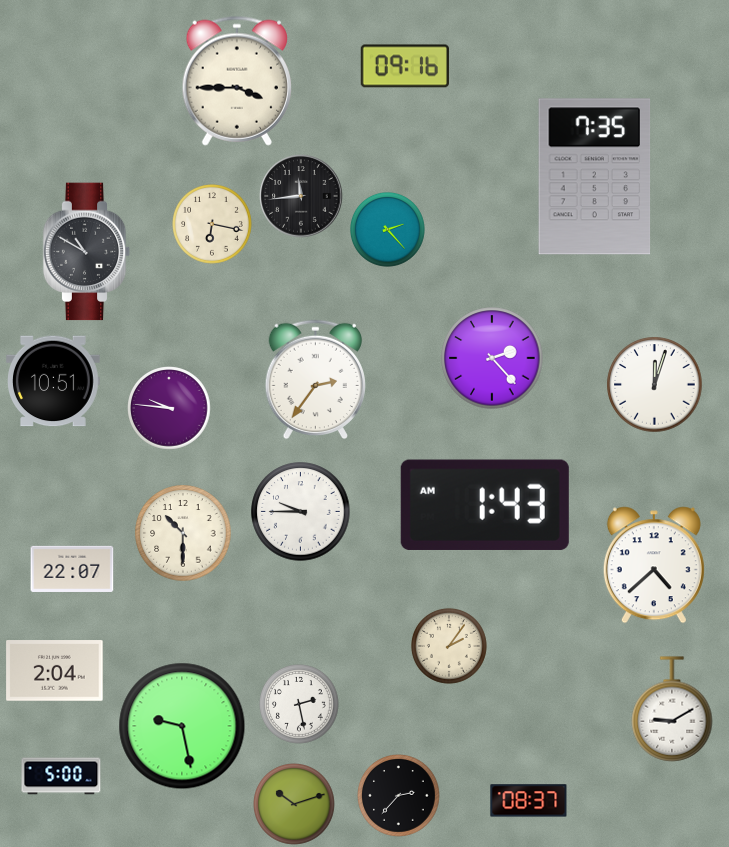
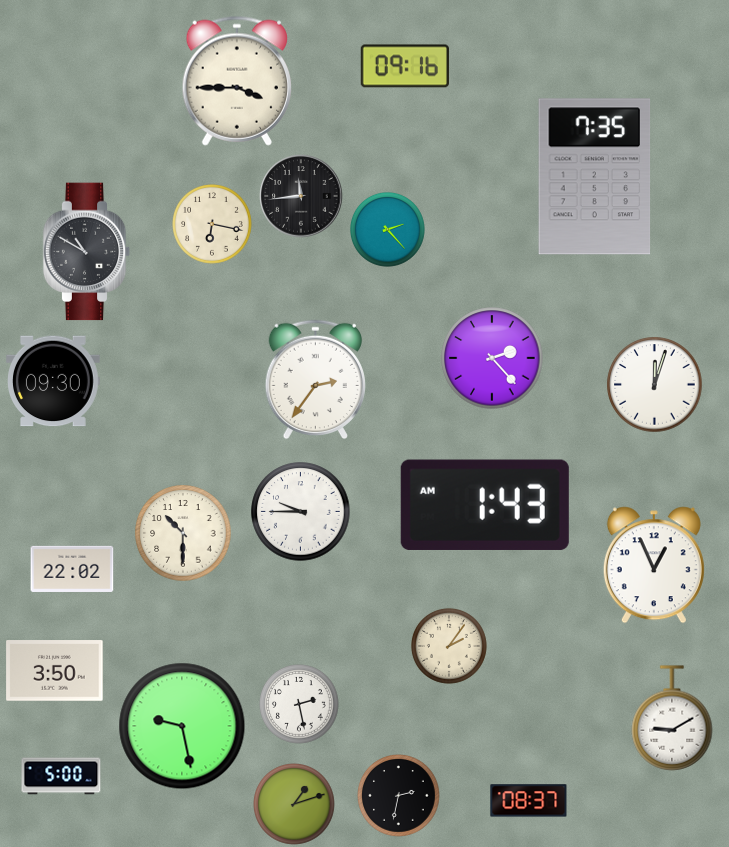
clock at (54, 381): 10:51 -> 09:30
clock at (169, 408): 9:46 -> none
clock at (654, 565): 4:38 -> 12:56
clock at (72, 569): 22:07 -> 22:02
clock at (55, 671): 2:04 -> 3:50
clock at (672, 709) position: (672, 709) -> (672, 718)
clock at (399, 796): 2:37 -> 2:32
clock at (295, 805): 10:12 -> 1:12
